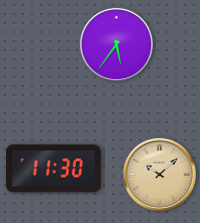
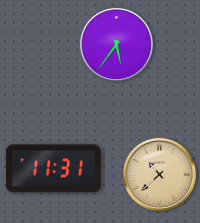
clock at (54, 169): 11:30 -> 11:31
clock at (159, 174): 10:08 -> 10:38
